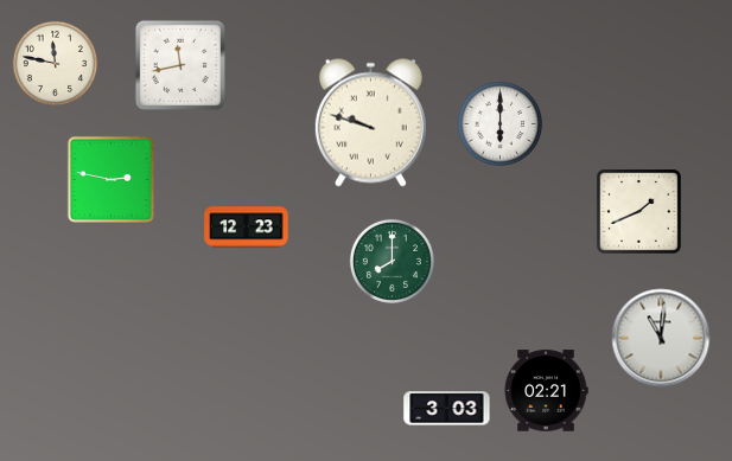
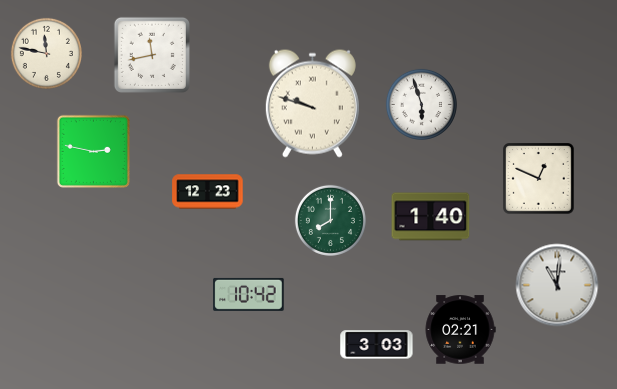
clock at (499, 123): 6:00 -> 5:57
clock at (639, 212): 1:41 -> 12:49
clock at (431, 217): none -> 1:40
clock at (249, 294): none -> 10:42
